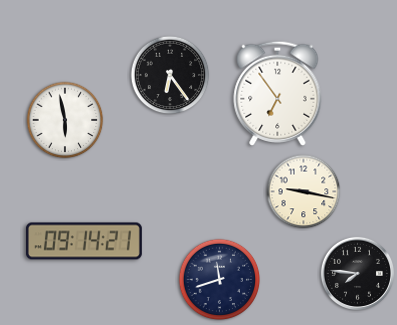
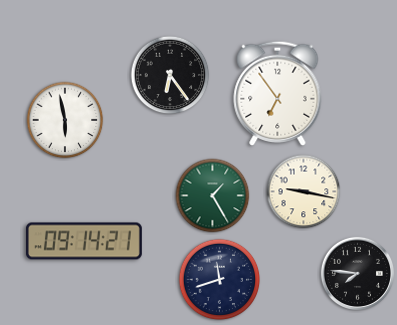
clock at (213, 196): none -> 1:25
